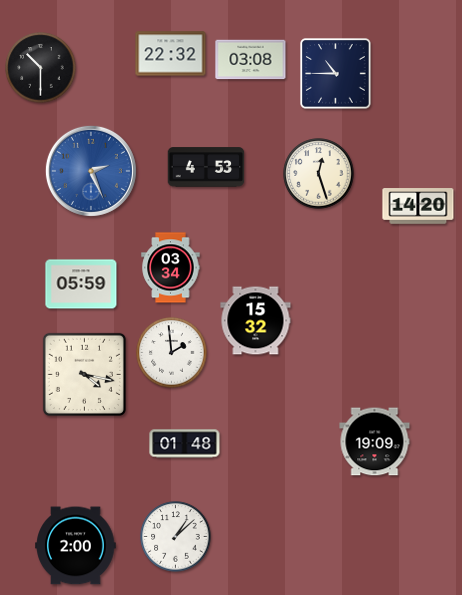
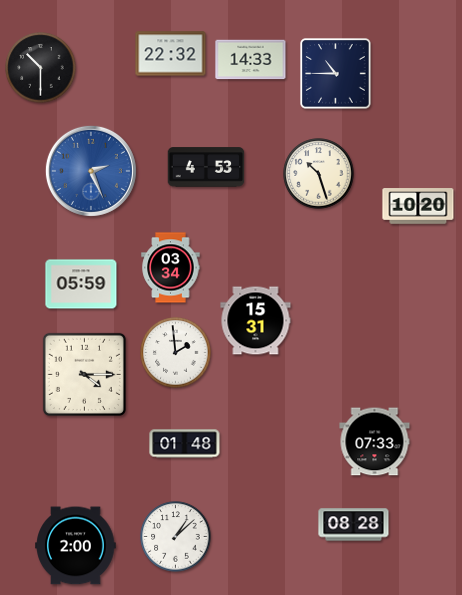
clock at (251, 60): 03:08 -> 14:33
clock at (319, 174): 12:27 -> 10:27
clock at (418, 206): 14:20 -> 10:20
clock at (256, 321): 15:32 -> 15:31
clock at (172, 353) position: (172, 353) -> (176, 353)
clock at (84, 374): 4:17 -> 4:15
clock at (375, 442): 19:09 -> 07:33
clock at (354, 525): none -> 08:28
